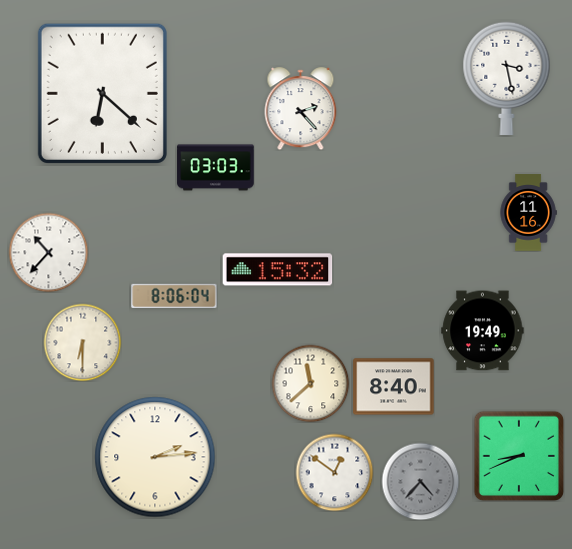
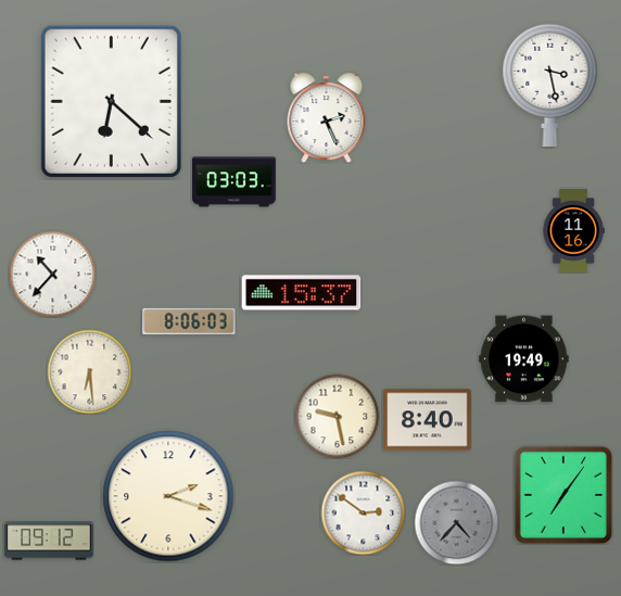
clock at (301, 109): 2:23 -> 2:26
clock at (278, 270): 15:32 -> 15:37
clock at (174, 296): 8:06:04 -> 8:06:03
clock at (82, 342): 6:30 -> 6:29
clock at (310, 383): 11:38 -> 9:28
clock at (519, 456): 8:41 -> 7:06
clock at (155, 457): 2:14 -> 2:18
clock at (334, 472): 12:51 -> 2:51
clock at (49, 541): none -> 09:12
